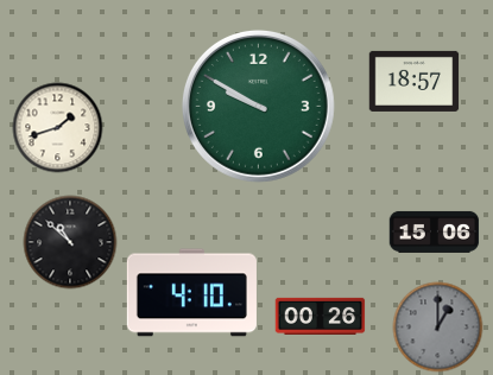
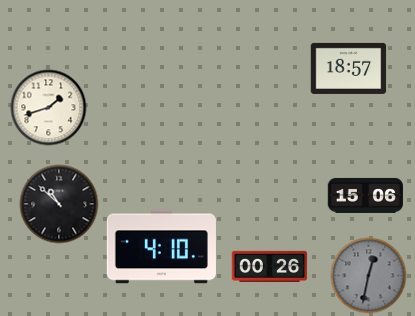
clock at (258, 106): 9:50 -> none
clock at (438, 328): 1:00 -> 12:32
